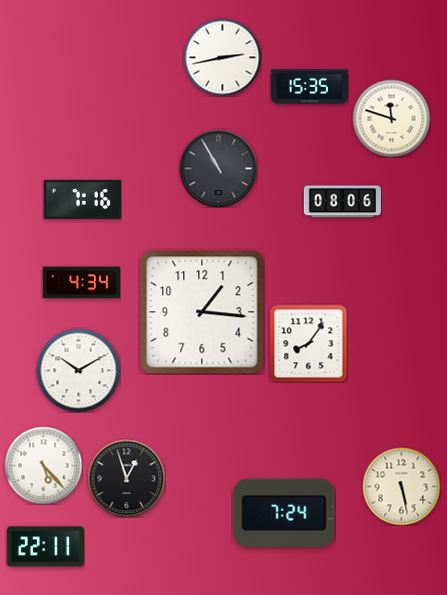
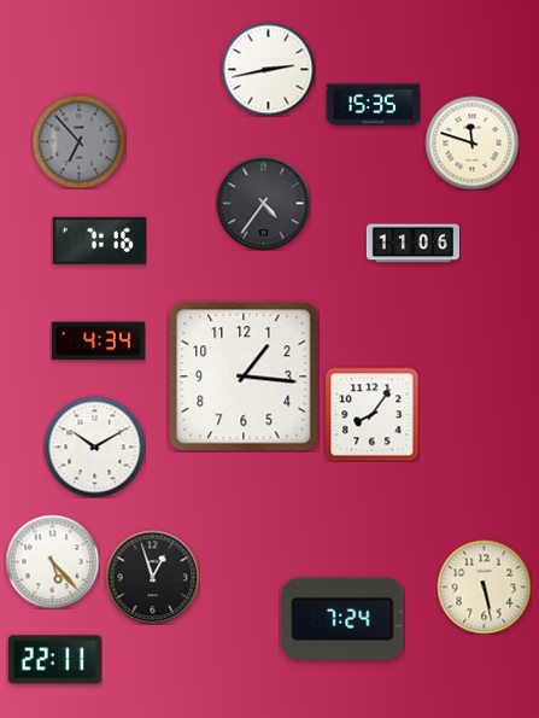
clock at (78, 141): none -> 6:53
clock at (218, 168): 10:55 -> 4:36
clock at (342, 202): 08:06 -> 11:06
